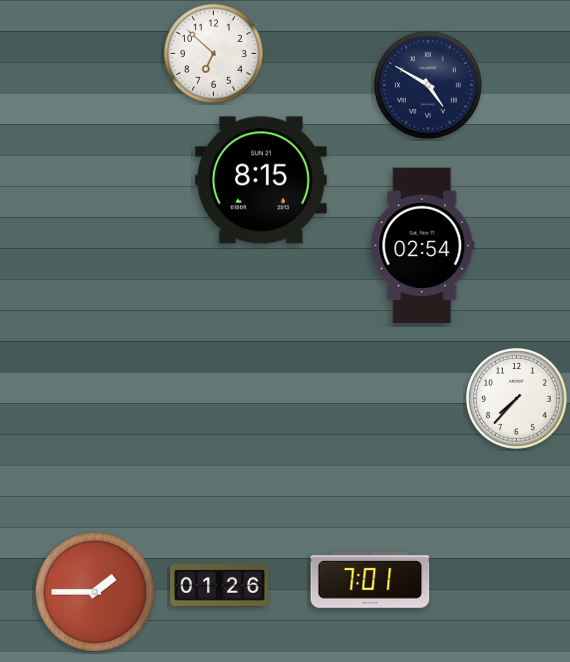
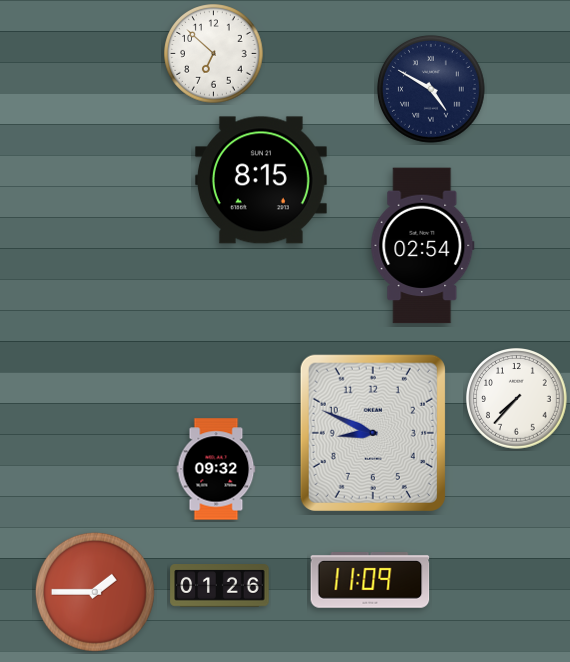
clock at (429, 86) position: (429, 86) -> (432, 90)
clock at (373, 433): none -> 8:49
clock at (216, 469): none -> 09:32
clock at (370, 581): 7:01 -> 11:09
